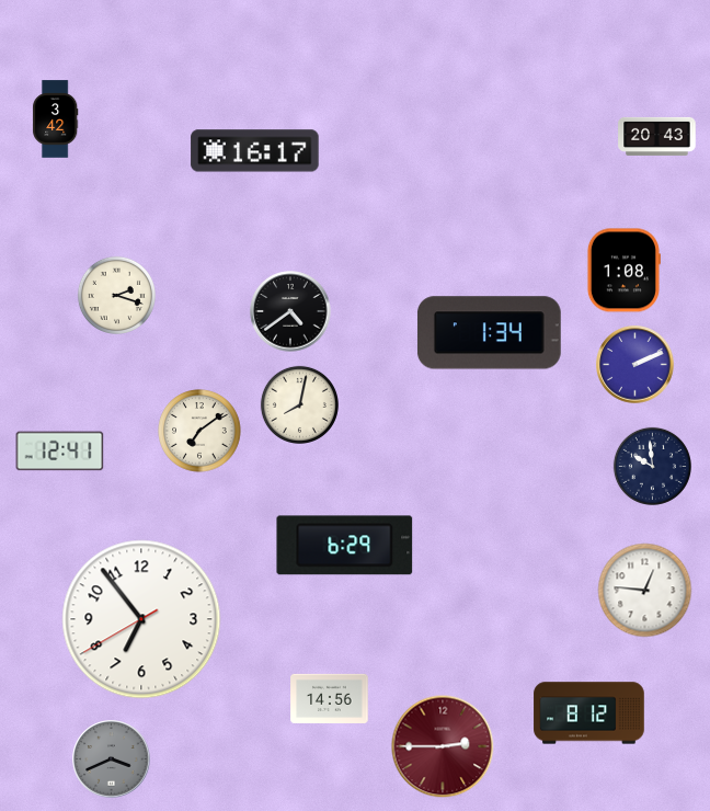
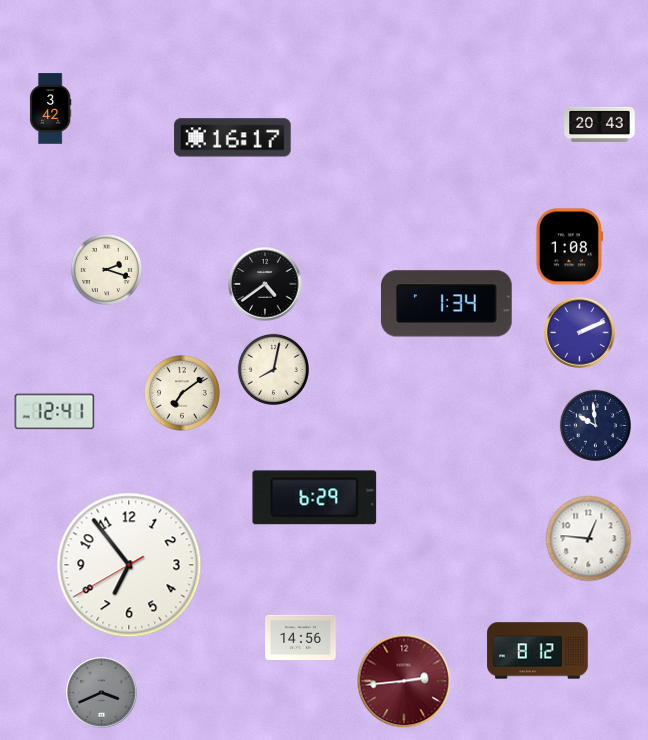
clock at (443, 746): 2:45 -> 2:44
